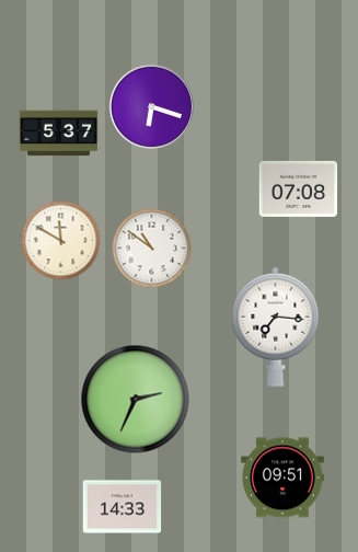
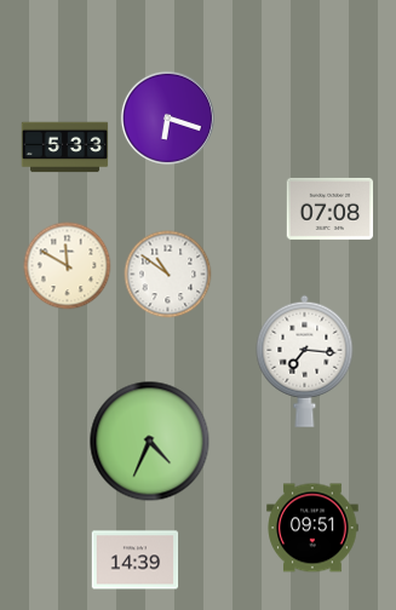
clock at (59, 134): 5:37 -> 5:33
clock at (136, 400): 2:34 -> 4:34
clock at (123, 507): 14:33 -> 14:39
